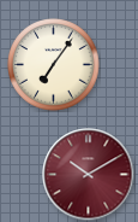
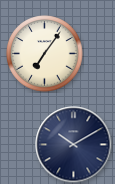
clock at (89, 175) dial: burgundy -> navy
